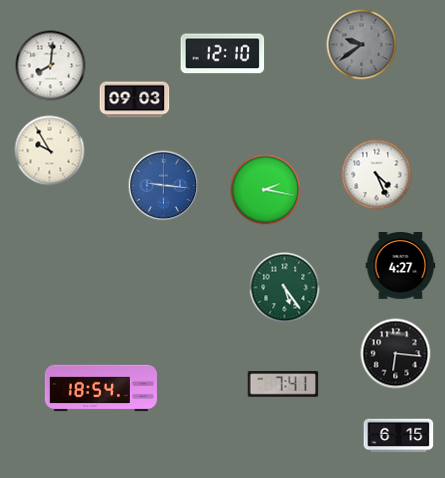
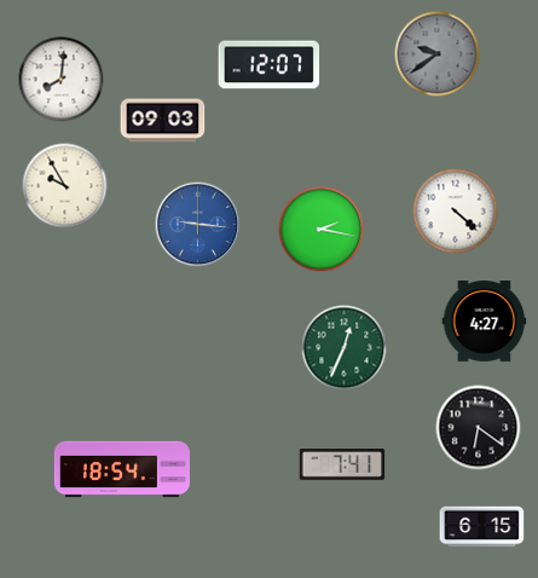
clock at (223, 54): 12:10 -> 12:07
clock at (50, 151) position: (50, 151) -> (65, 186)
clock at (377, 175): 4:26 -> 4:22
clock at (285, 288): 5:24 -> 12:34
clock at (396, 354): 6:16 -> 6:21
